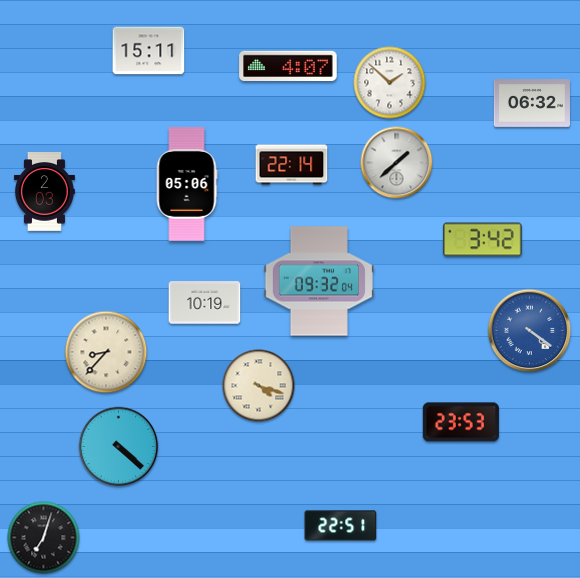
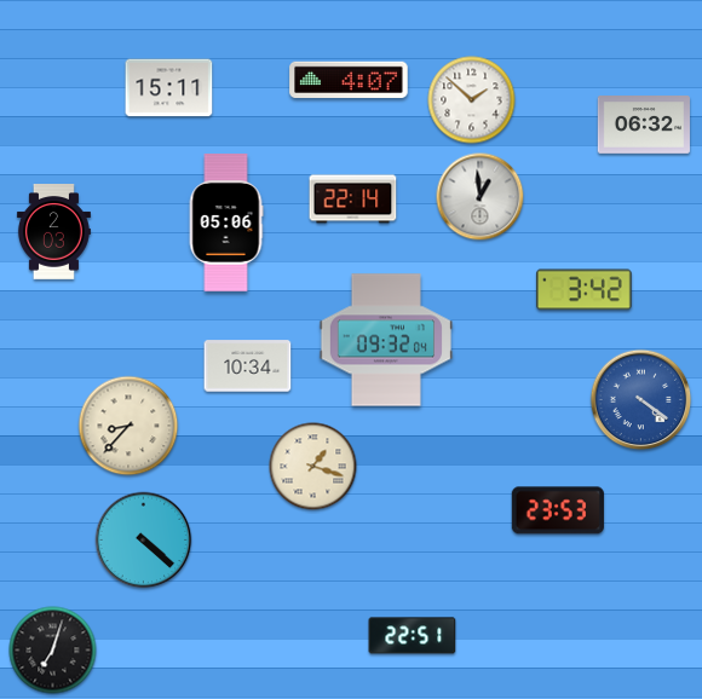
clock at (149, 51) position: (149, 51) -> (169, 88)
clock at (397, 163): 1:38 -> 12:59
clock at (205, 303): 10:19 -> 10:34
clock at (259, 386): 4:18 -> 1:18
